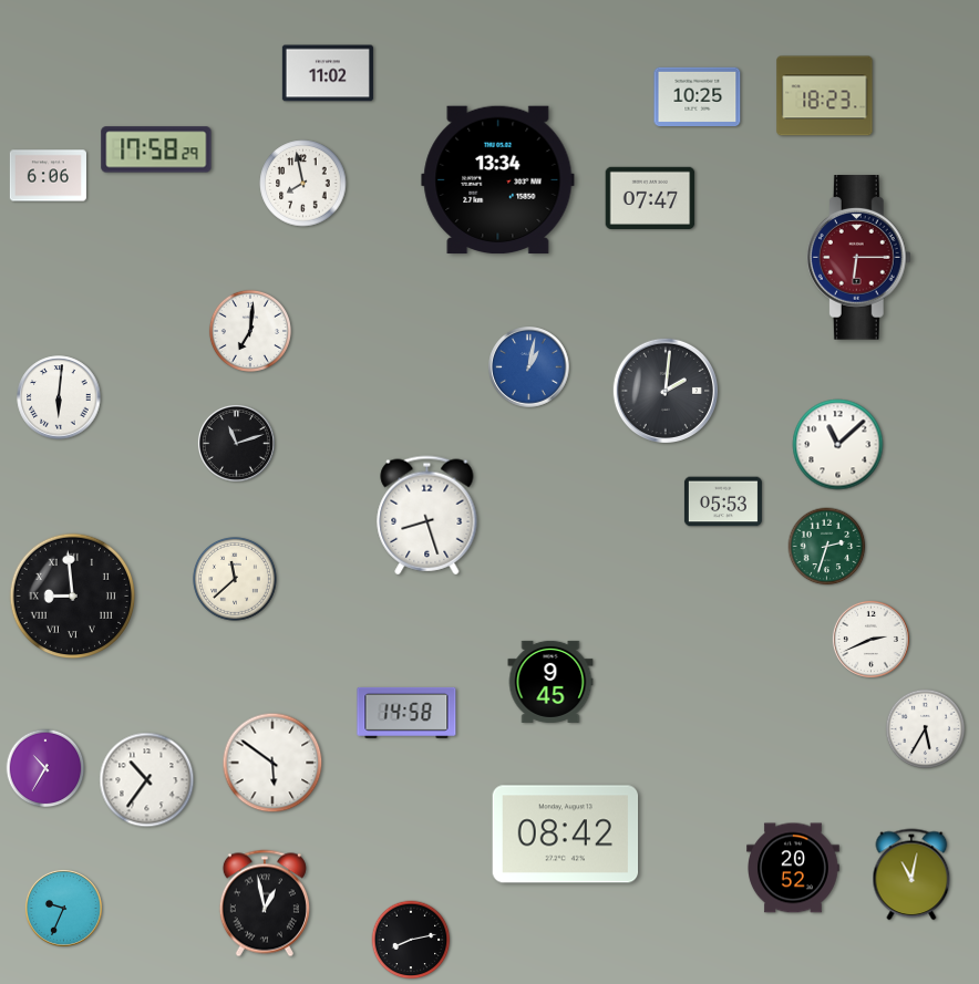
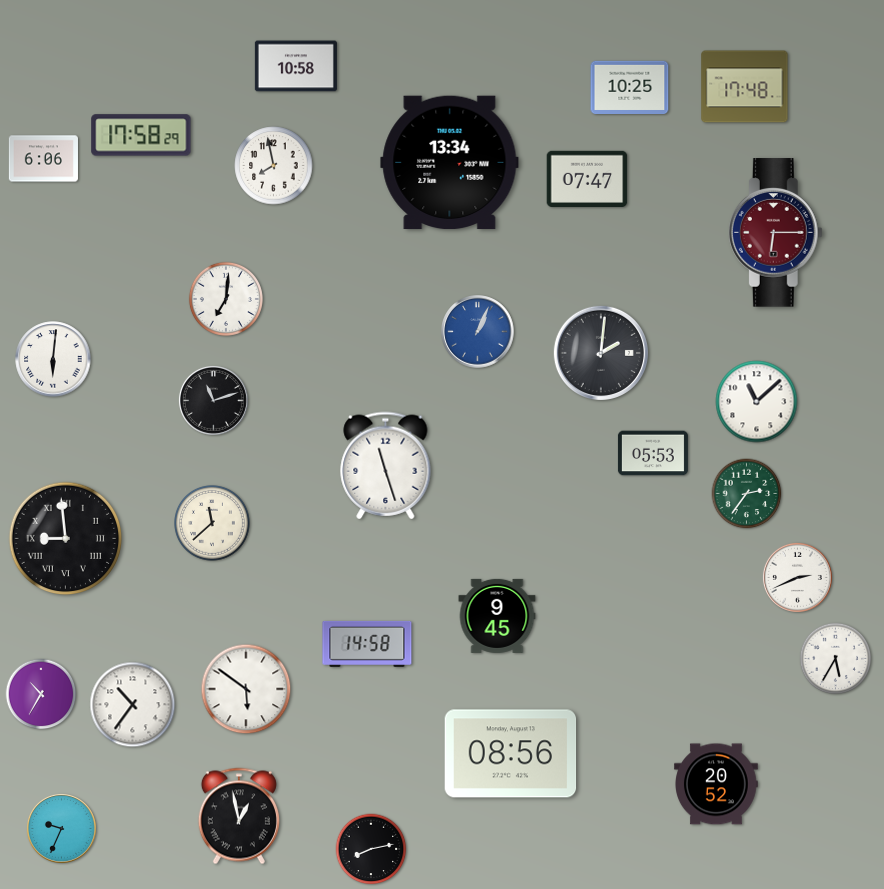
clock at (328, 73): 11:02 -> 10:58
clock at (825, 96): 18:23 -> 17:48
clock at (529, 367): 1:02 -> 1:04
clock at (427, 516): 8:27 -> 11:27
clock at (827, 547): 2:33 -> 2:36
clock at (870, 639) position: (870, 639) -> (797, 577)
clock at (566, 835): 08:42 -> 08:56
clock at (911, 874): 11:02 -> none
clock at (63, 908) position: (63, 908) -> (61, 828)
